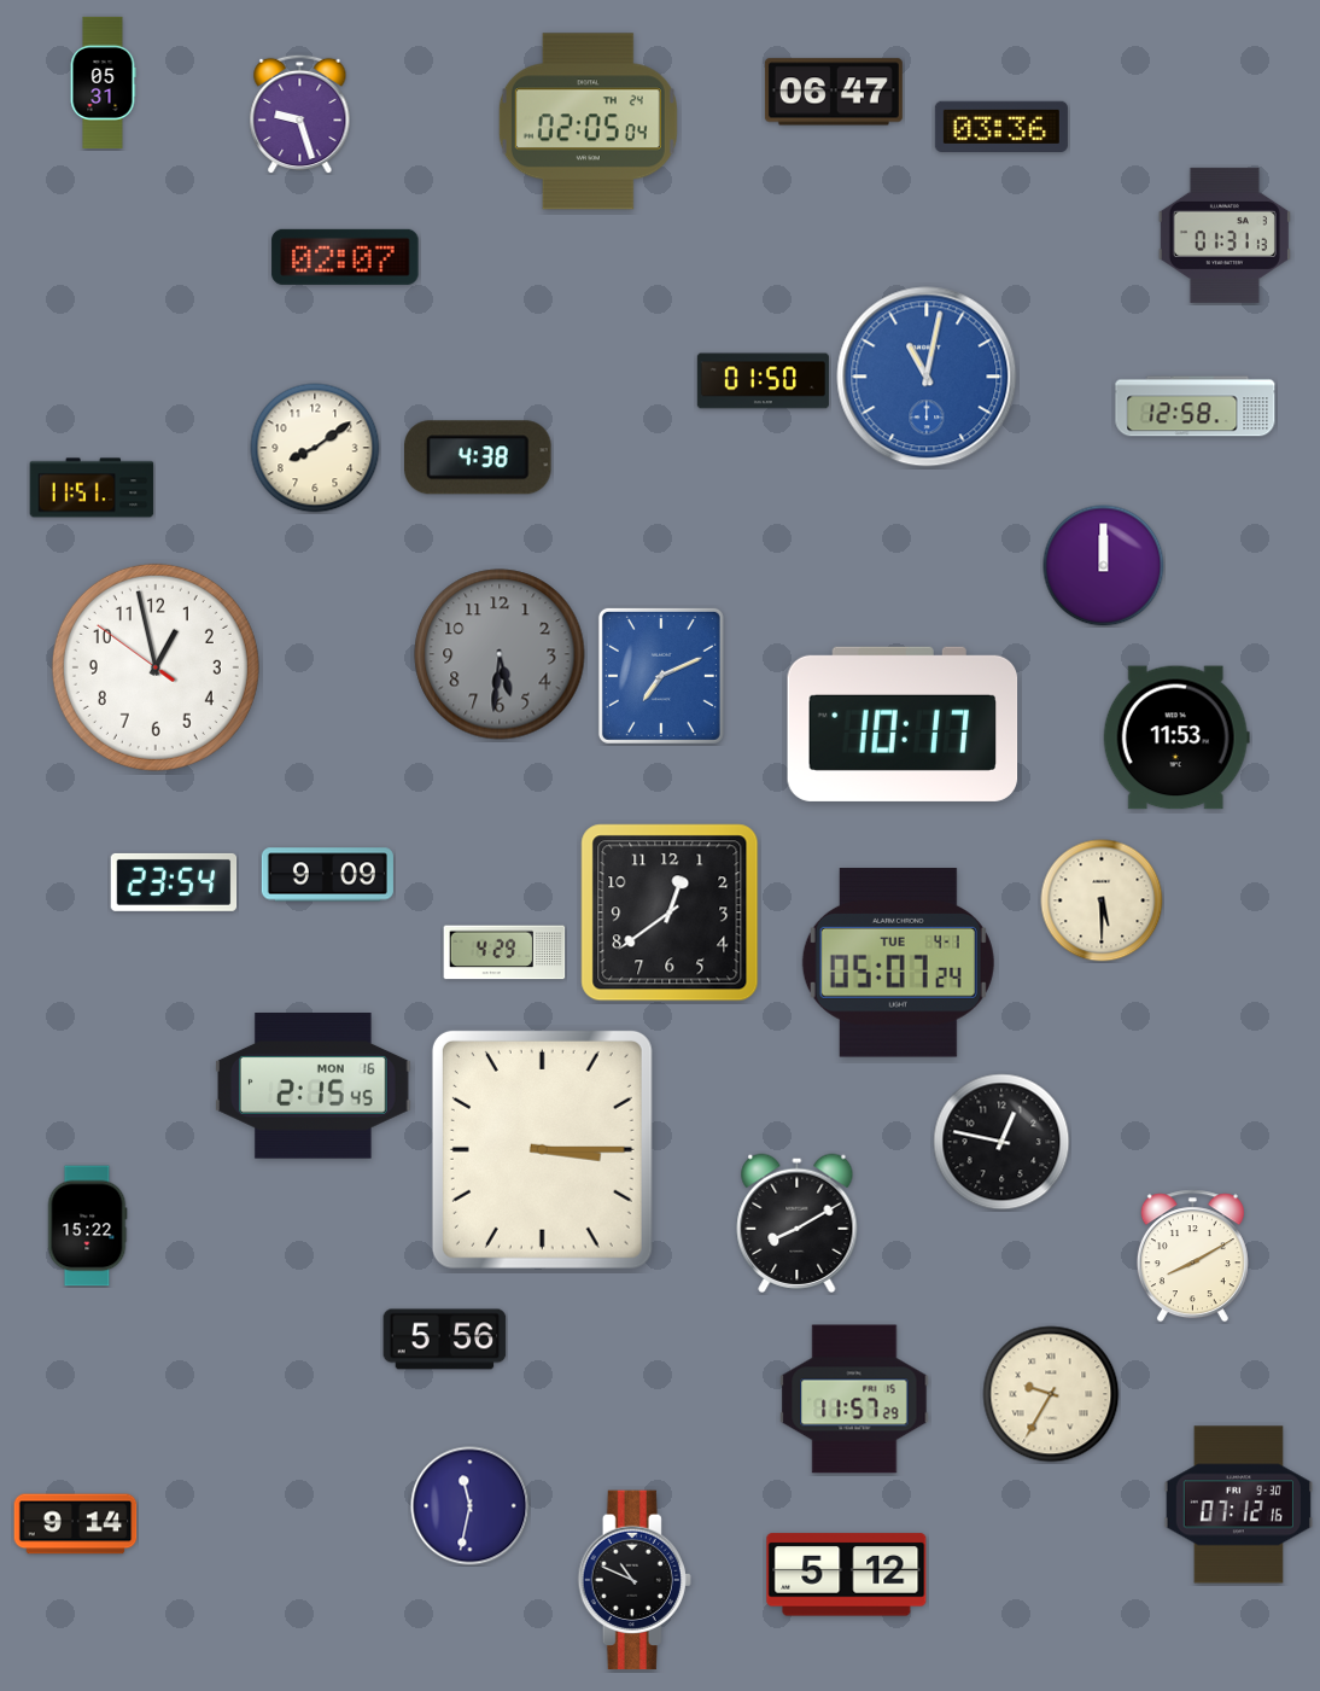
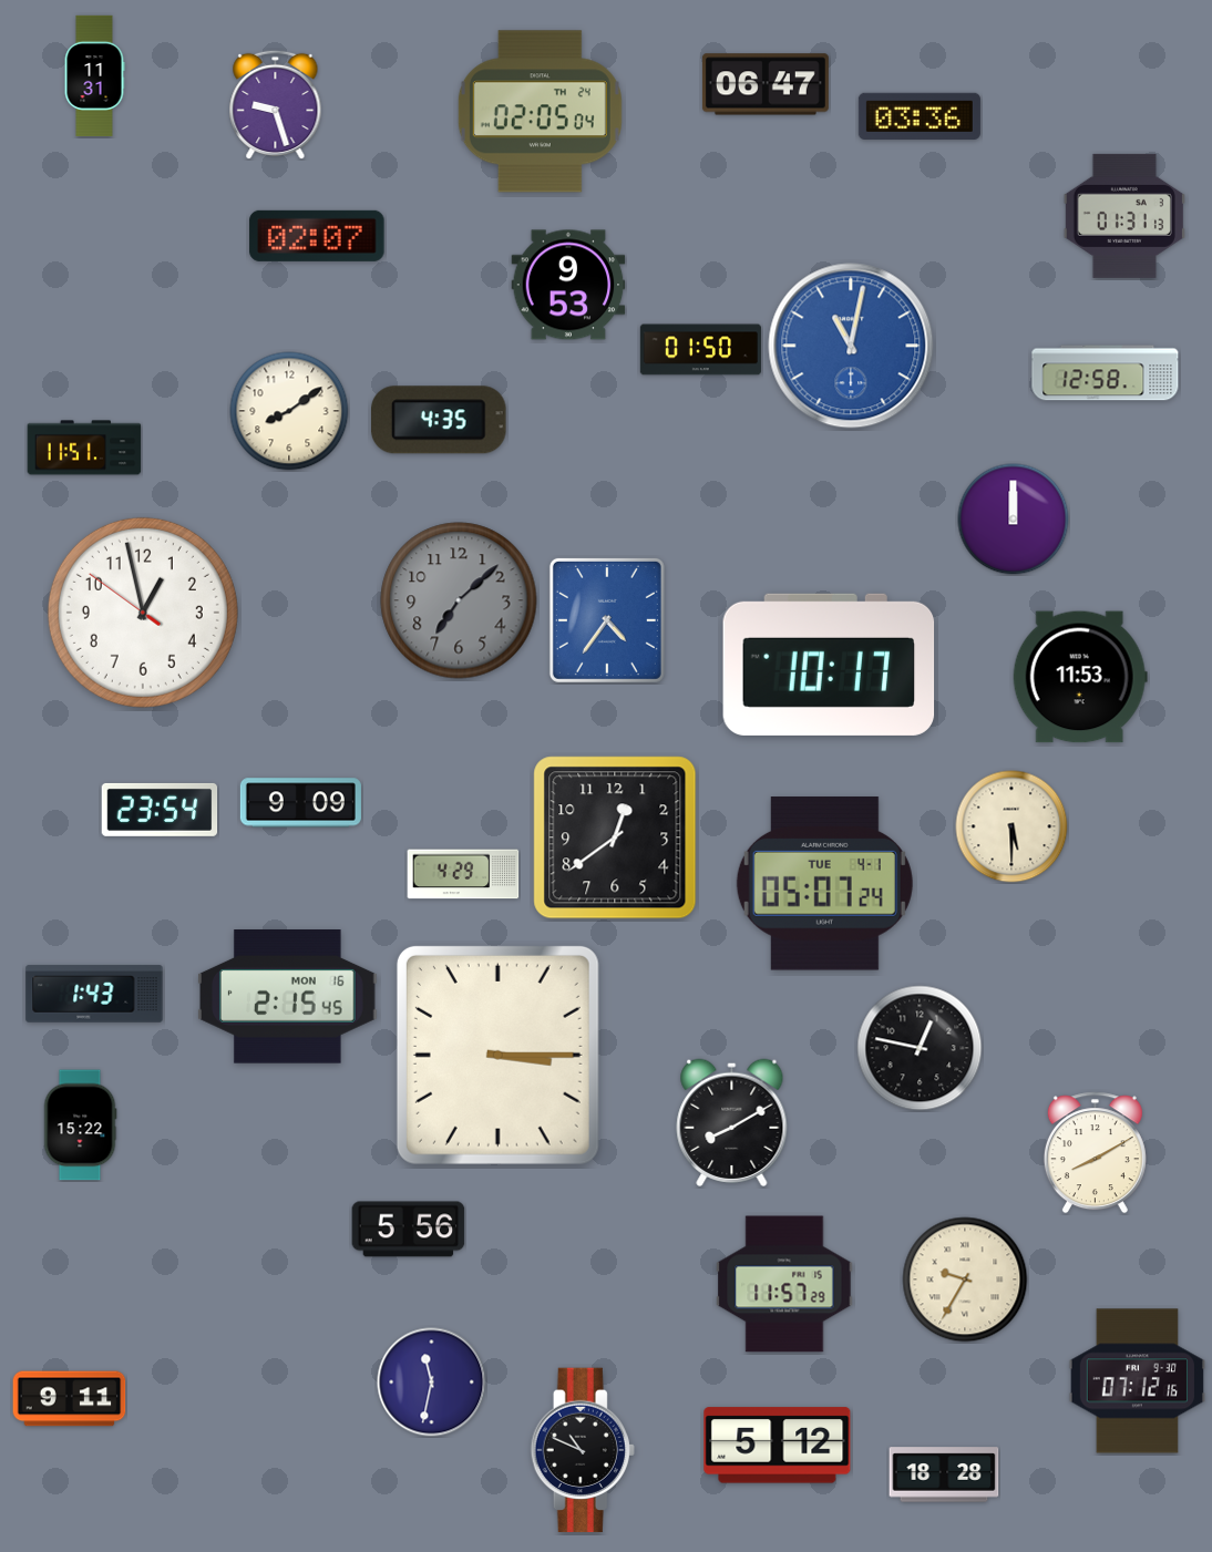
clock at (103, 82): 05:31 -> 11:31
clock at (568, 285): none -> 9:53
clock at (1196, 407) position: (1196, 407) -> (1106, 373)
clock at (479, 457): 4:38 -> 4:35
clock at (500, 654): 5:31 -> 7:08
clock at (661, 676): 7:11 -> 4:36
clock at (94, 994): none -> 1:43
clock at (76, 1524): 9:14 -> 9:11
clock at (944, 1474): none -> 18:28
